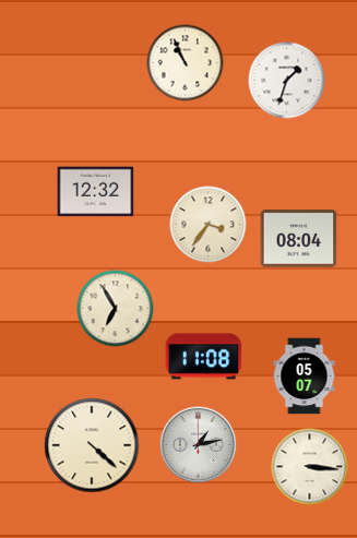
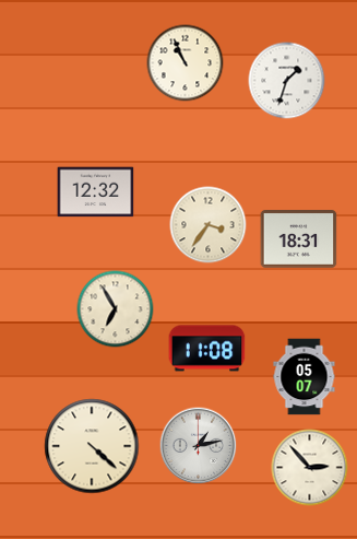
clock at (299, 239): 08:04 -> 18:31
clock at (204, 357) position: (204, 357) -> (207, 349)
clock at (310, 467): 3:16 -> 2:53
